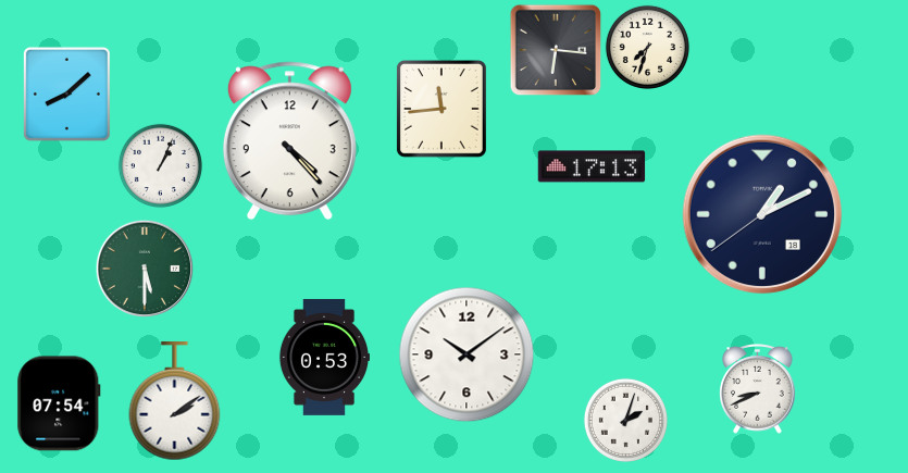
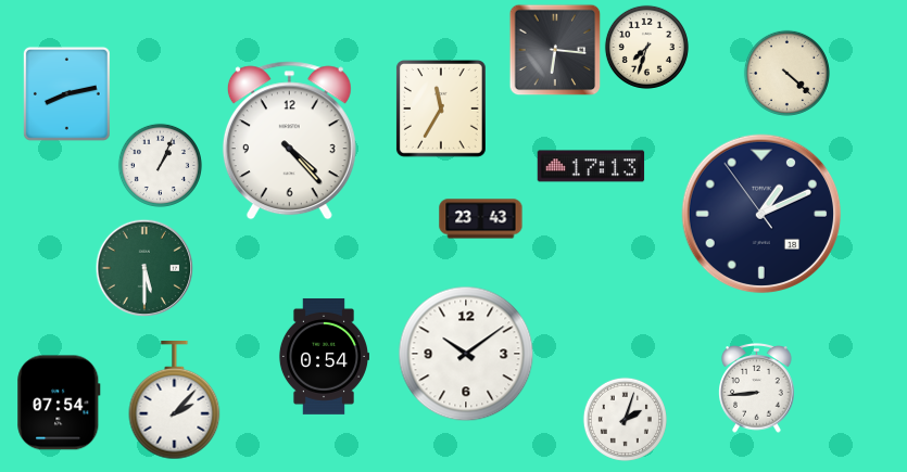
clock at (786, 73): none -> 4:22
clock at (66, 94): 8:08 -> 8:13
clock at (441, 110): 11:44 -> 11:35
clock at (762, 214): 1:10:39 -> 1:10:54
clock at (481, 219): none -> 23:43
clock at (323, 357): 0:53 -> 0:54
clock at (758, 389): 8:41 -> 8:44
clock at (175, 402): 2:09 -> 2:07
